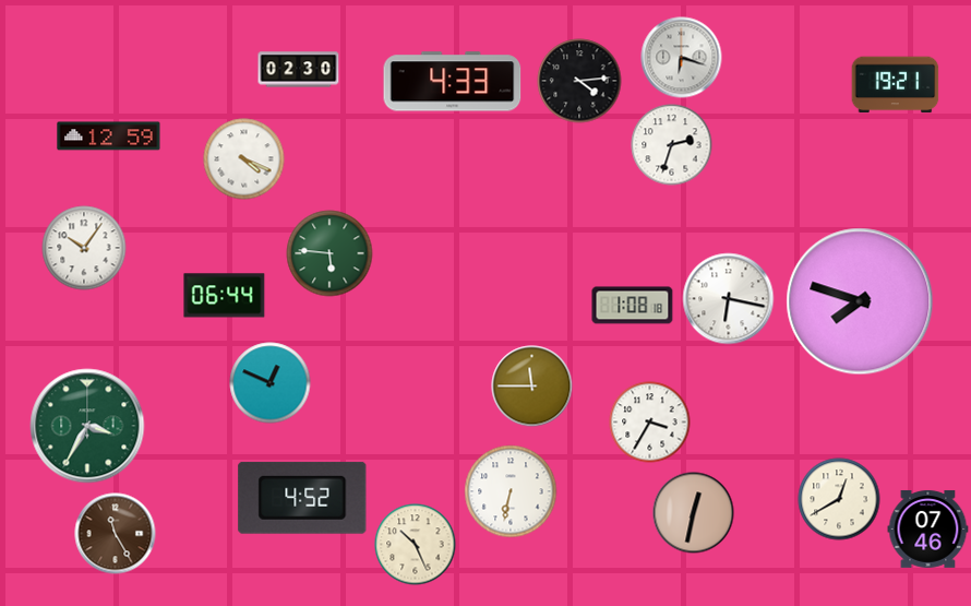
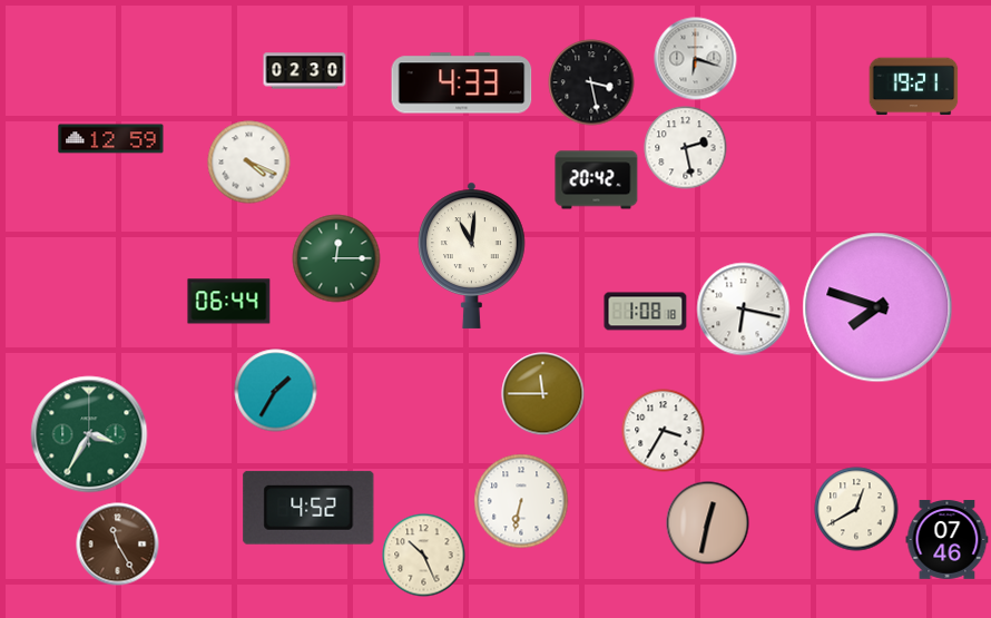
clock at (579, 81): 4:14 -> 3:28
clock at (672, 145): 2:33 -> 2:28
clock at (597, 180): none -> 20:42
clock at (84, 248): 10:06 -> none
clock at (472, 255): none -> 11:01
clock at (329, 253): 5:46 -> 12:15
clock at (729, 299) position: (729, 299) -> (744, 310)
clock at (271, 383): 12:49 -> 1:35
